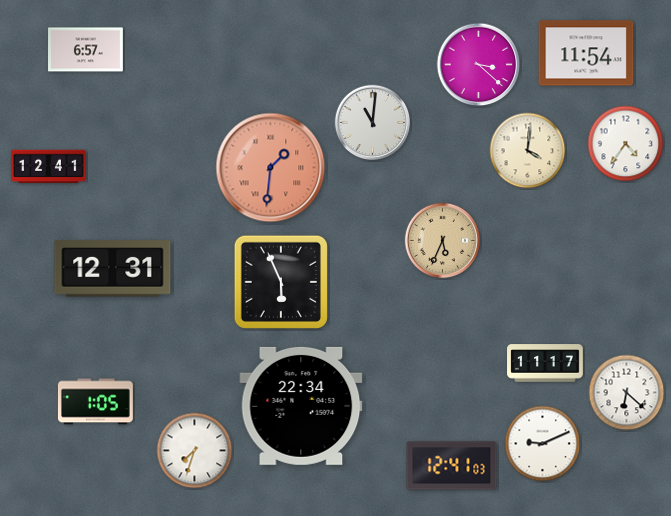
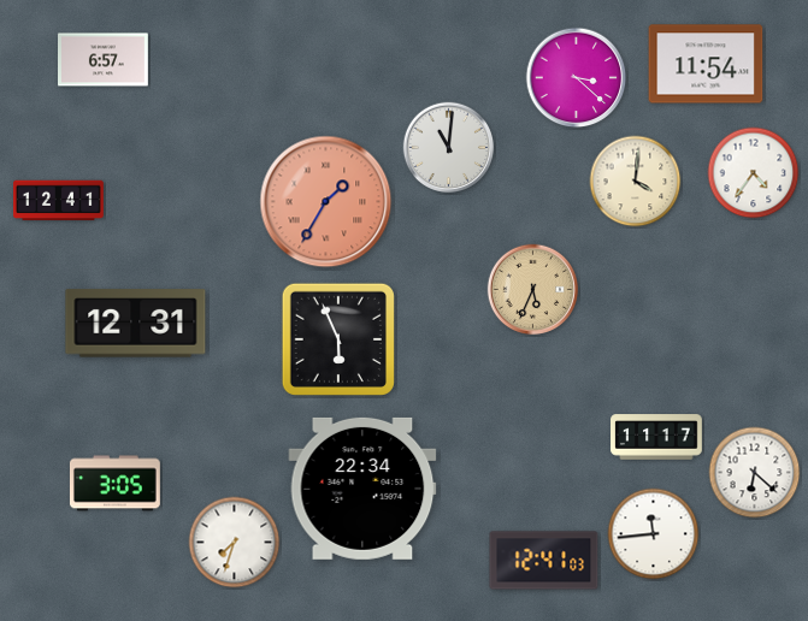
clock at (271, 168): 1:31 -> 1:35
clock at (95, 402): 1:05 -> 3:05
clock at (543, 444): 9:11 -> 11:44
